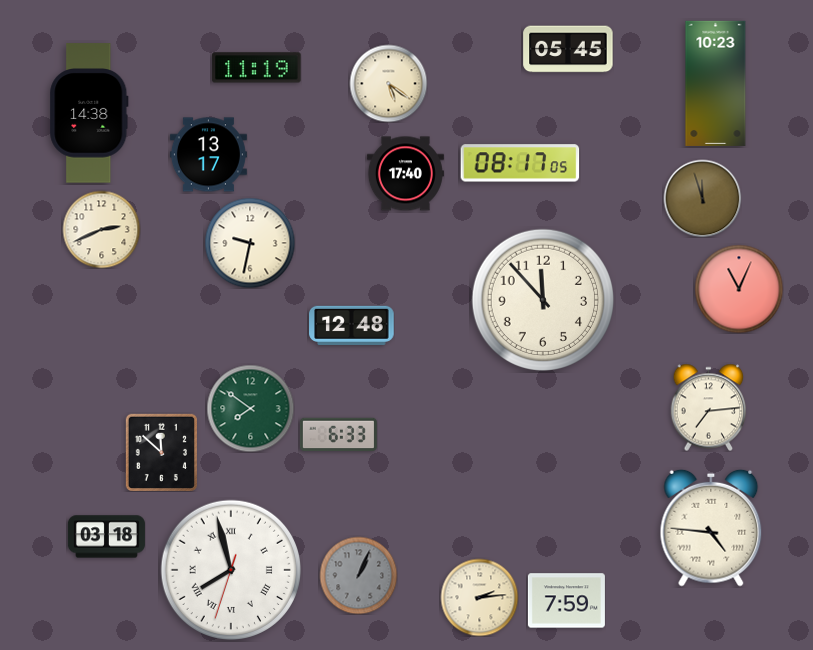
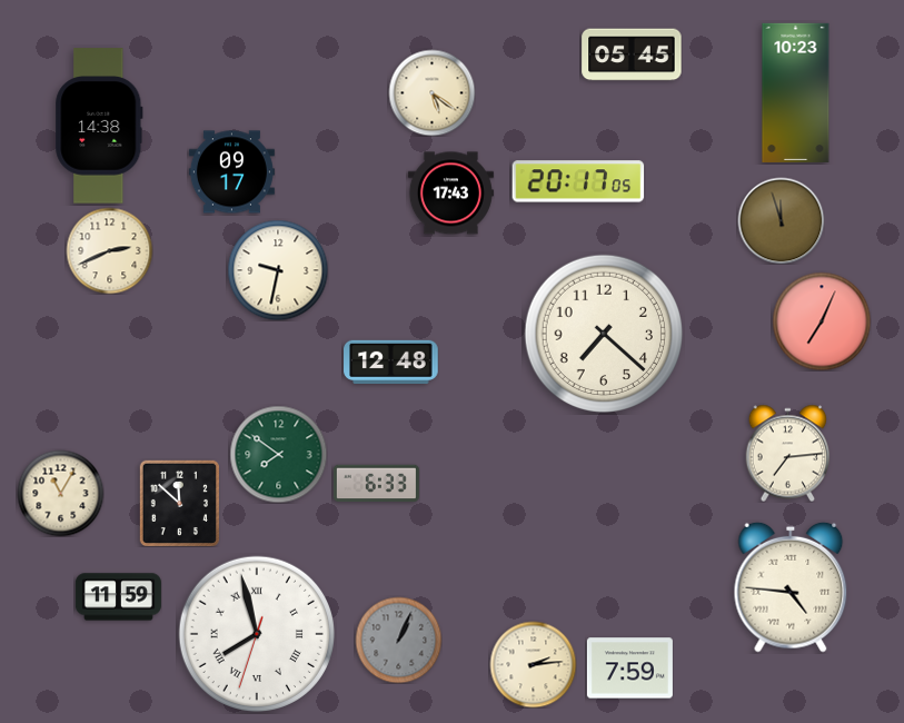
clock at (257, 68): 11:19 -> none
clock at (208, 155): 13:17 -> 09:17
clock at (520, 163): 08:17 -> 20:17
clock at (405, 174): 17:40 -> 17:43
clock at (101, 229) position: (101, 229) -> (109, 250)
clock at (739, 289): 11:04 -> 7:04
clock at (542, 299): 11:53 -> 7:22
clock at (60, 493): none -> 11:05
clock at (106, 537): 03:18 -> 11:59
